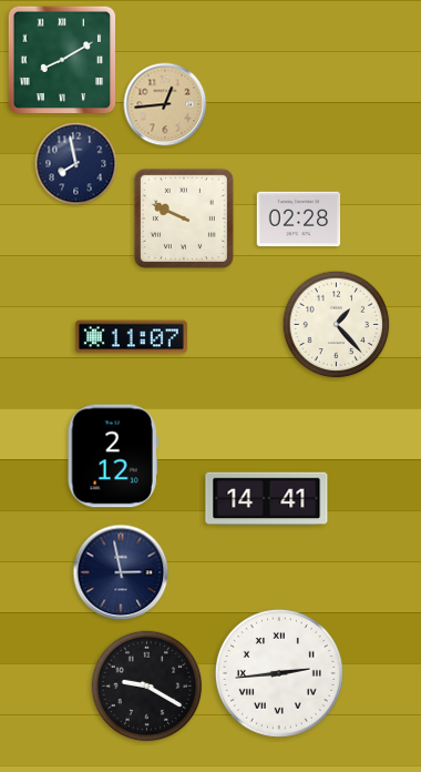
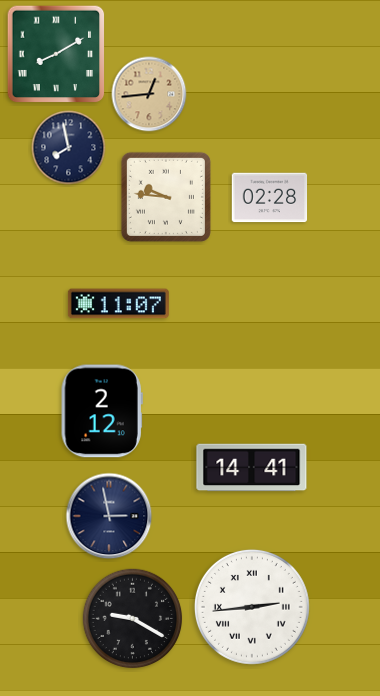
clock at (184, 219): 9:49 -> 9:46
clock at (337, 325): 1:23 -> none
clock at (267, 499) position: (267, 499) -> (252, 468)
